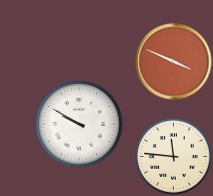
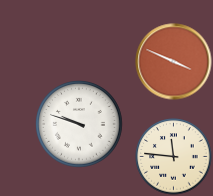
clock at (79, 124): 9:50 -> 9:48
